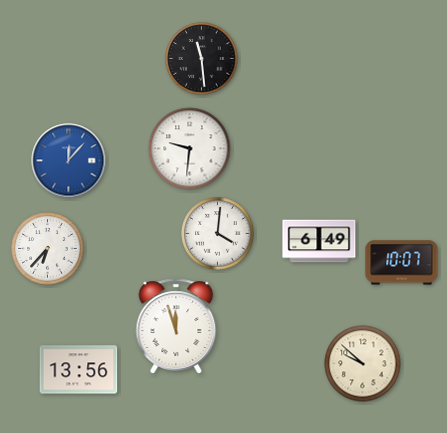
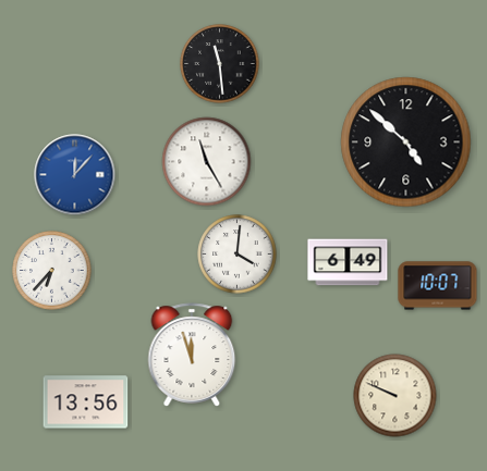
clock at (406, 142): none -> 4:52
clock at (190, 149): 9:31 -> 11:25
clock at (363, 364): 9:52 -> 9:49
